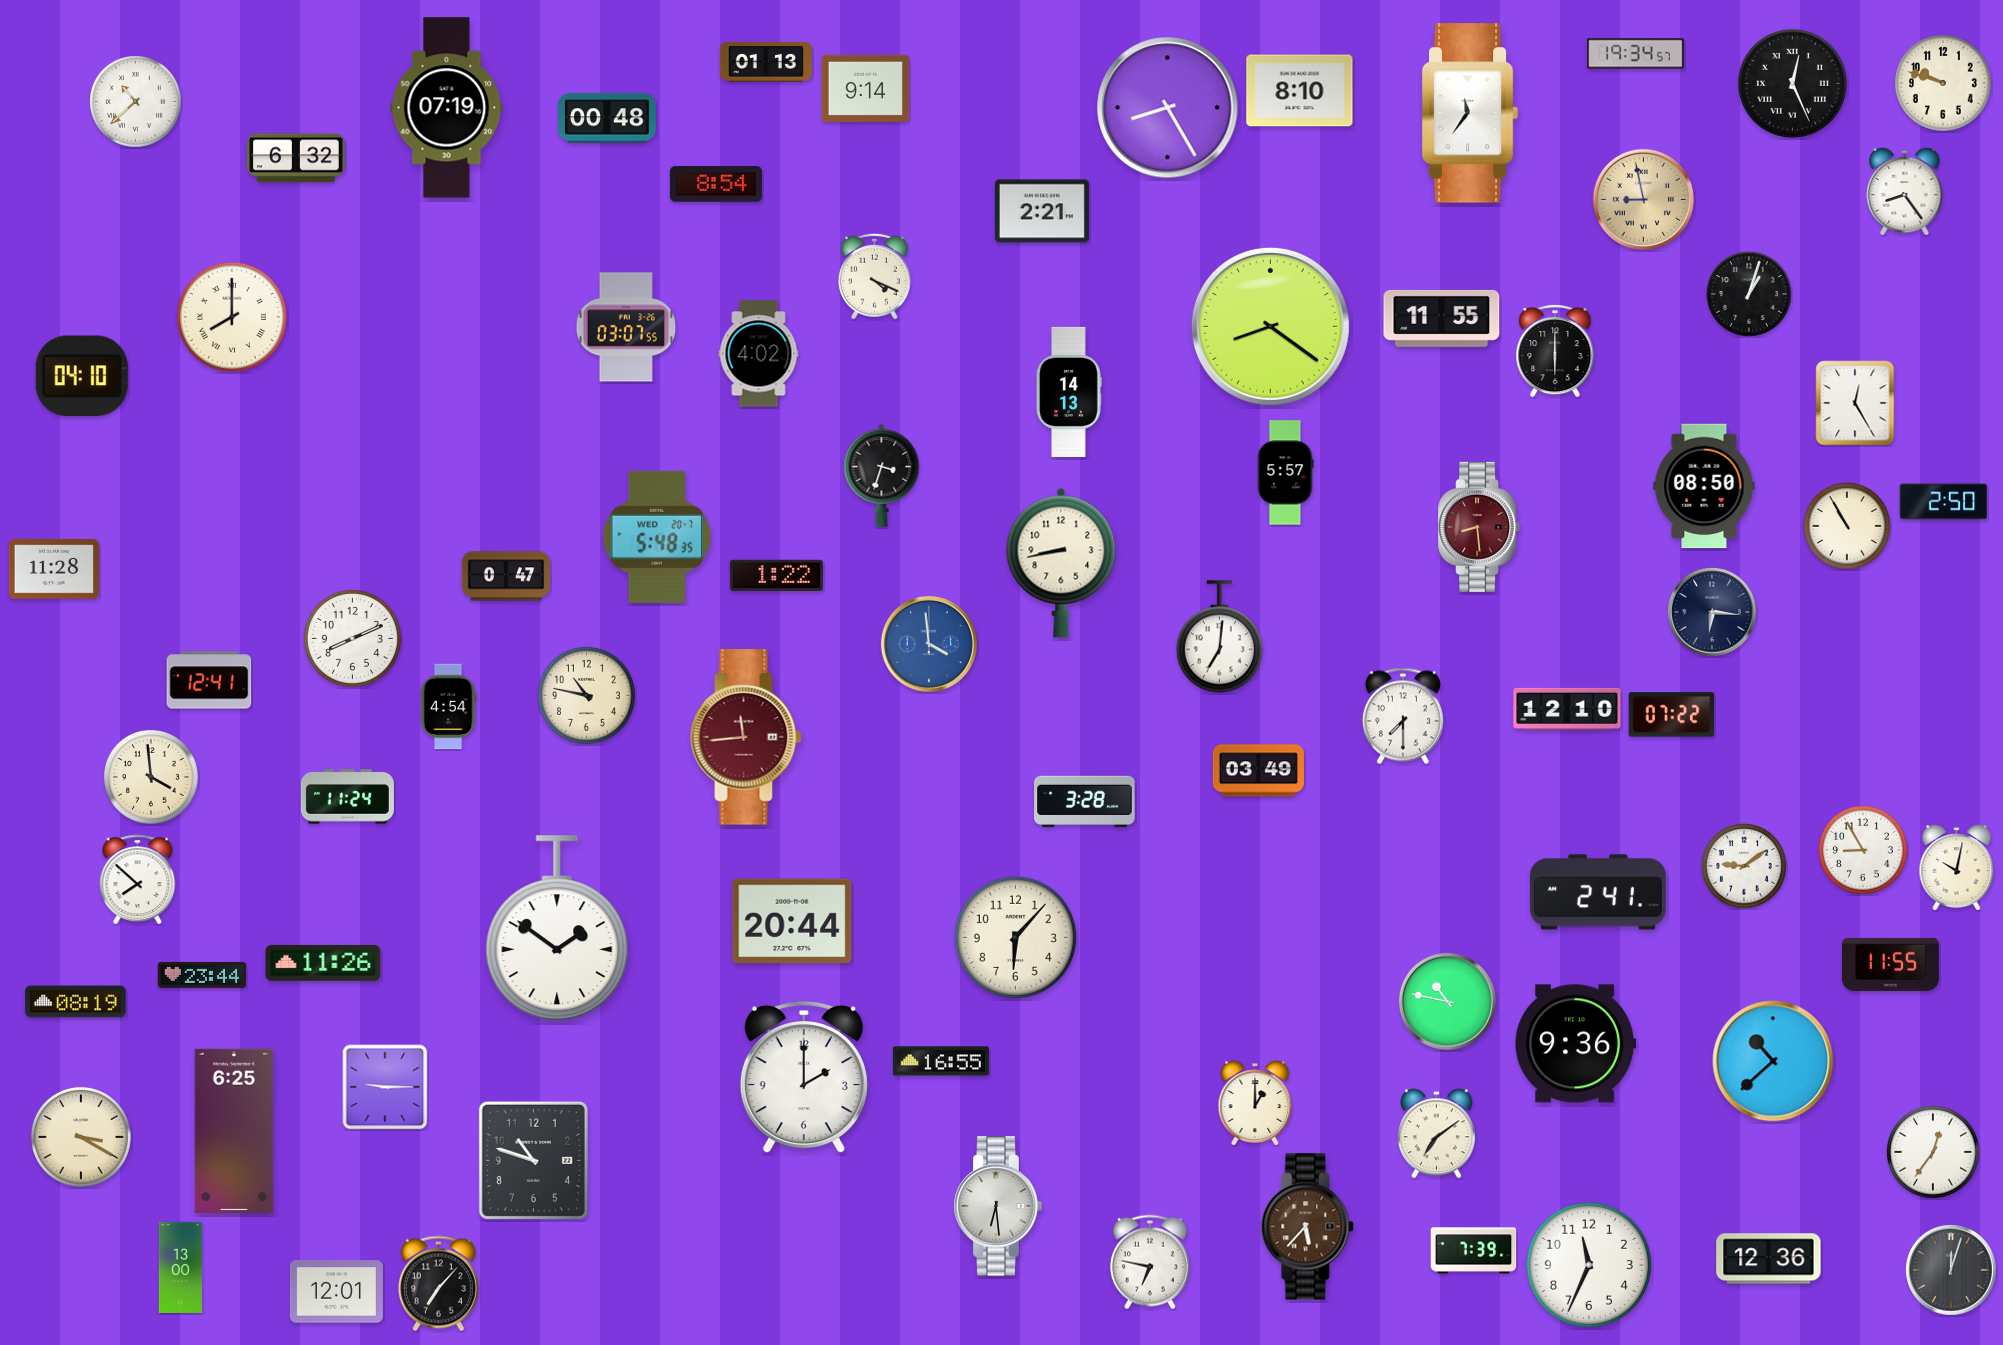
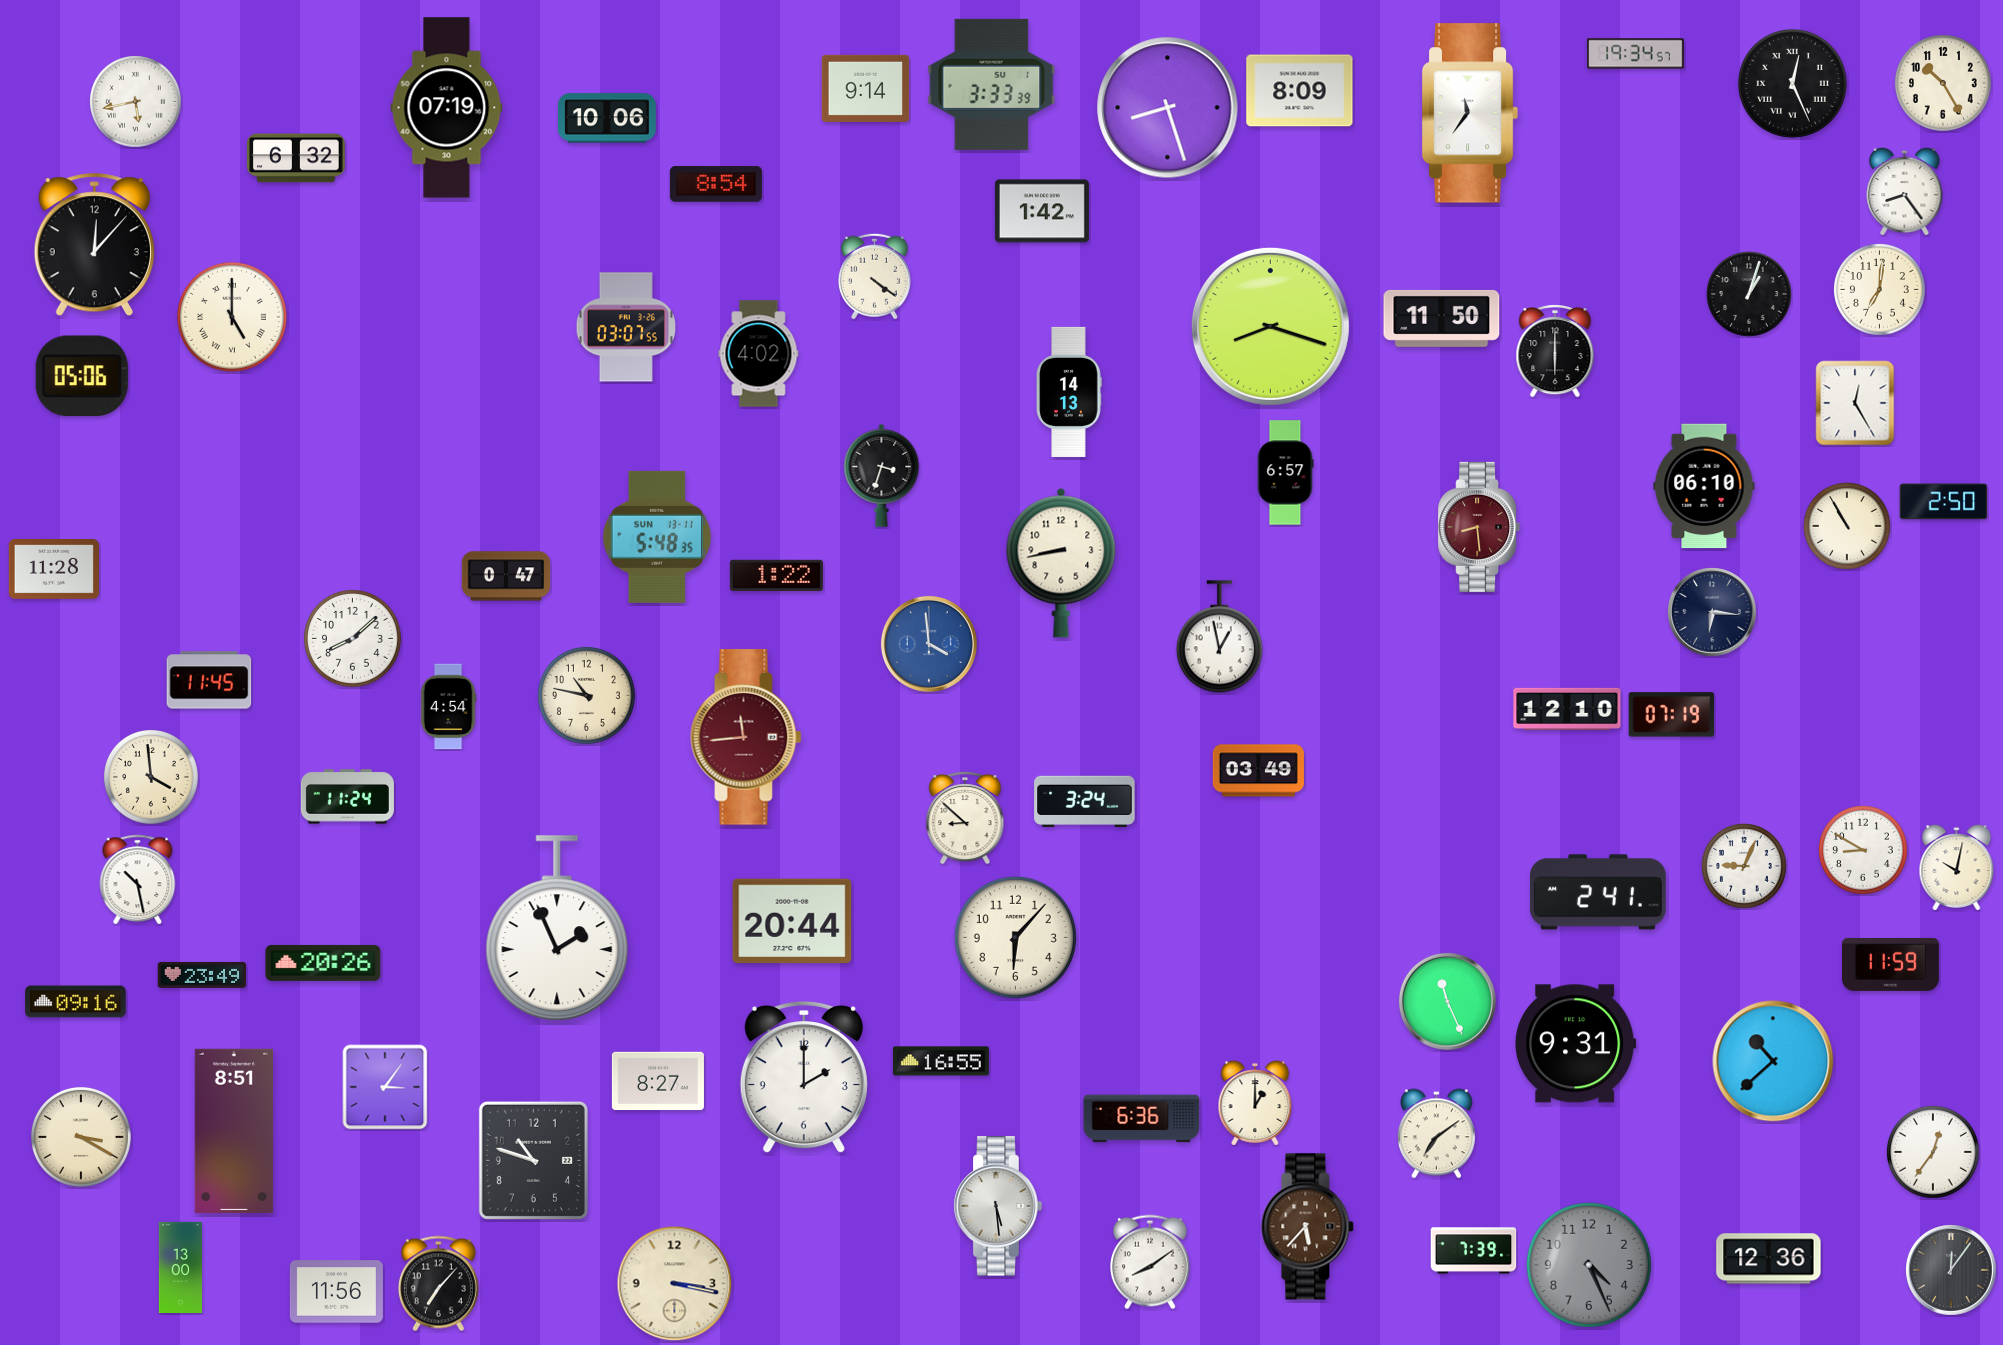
clock at (766, 62): 01:13 -> none
clock at (1943, 83): 9:48 -> 10:25
clock at (992, 84): none -> 3:33
clock at (1300, 91): 8:10 -> 8:09
clock at (136, 102): 10:38 -> 5:43
clock at (1168, 108): 8:25 -> 8:27
clock at (608, 118): 00:48 -> 10:06
clock at (1643, 199): 8:58 -> none
clock at (1042, 211): 2:21 -> 1:42
clock at (94, 245): none -> 12:07
clock at (874, 276): 4:19 -> 4:21
clock at (1880, 290): none -> 7:01
clock at (232, 317): 8:00 -> 5:00
clock at (1442, 318): 11:55 -> 11:50
clock at (1270, 326): 8:21 -> 8:18
clock at (82, 376): 04:10 -> 05:06
clock at (1285, 473): 5:57 -> 6:57
clock at (1704, 486): 08:50 -> 06:10
clock at (657, 537) date: WED 20-7 -> SUN 13-11
clock at (1219, 637): 7:01 -> 12:58
clock at (352, 638): 8:11 -> 8:08
clock at (209, 680): 12:41 -> 11:45
clock at (1672, 715): 07:22 -> 07:19
clock at (1403, 716): 7:30 -> none
clock at (1085, 801): 3:28 -> 3:24
clock at (965, 819): none -> 8:52
clock at (1863, 850): 8:55 -> 8:50
clock at (1744, 866): 9:09 -> 9:04
clock at (138, 880): 7:52 -> 10:28
clock at (557, 928): 1:51 -> 1:56
clock at (323, 963): 11:26 -> 20:26
clock at (1891, 964): 11:55 -> 11:59
clock at (202, 975): 23:44 -> 23:49
clock at (1447, 1001): 10:47 -> 11:26
clock at (76, 1002): 08:19 -> 09:16
clock at (1576, 1044): 9:36 -> 9:31
clock at (658, 1081): none -> 8:27
clock at (385, 1087): 9:15 -> 3:06
clock at (1142, 1119): none -> 6:36
clock at (234, 1131): 6:25 -> 8:51
clock at (998, 1206): 6:29 -> 5:29
clock at (1151, 1262): 6:47 -> 8:09
clock at (1589, 1265): 11:34 -> 4:26
clock at (1589, 1265) dial: white -> grey
clock at (1952, 1271): 12:03 -> 12:06
clock at (675, 1284): none -> 3:17
clock at (336, 1292): 12:01 -> 11:56
